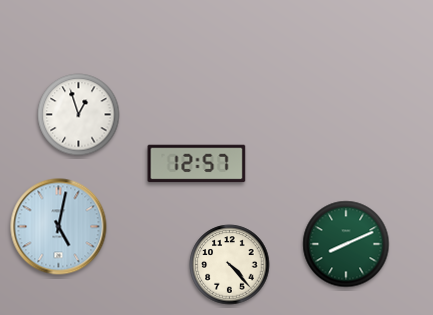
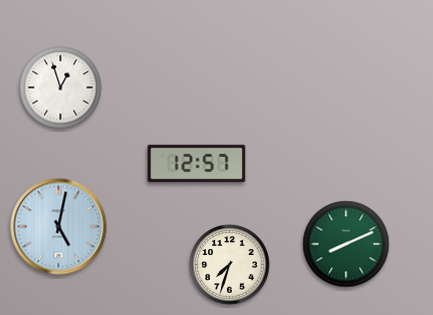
clock at (79, 115) position: (79, 115) -> (61, 88)
clock at (230, 265): 4:23 -> 7:33
